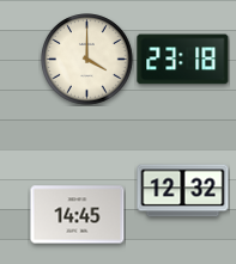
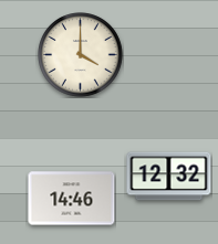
clock at (183, 60): 23:18 -> none
clock at (78, 215): 14:45 -> 14:46
